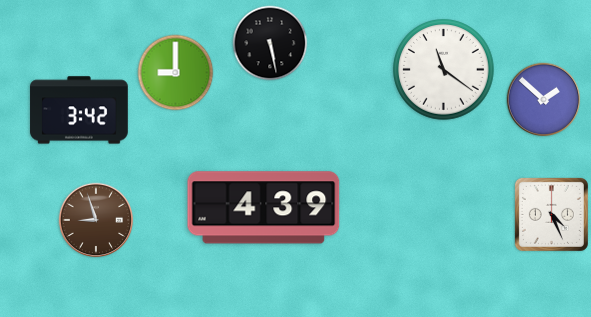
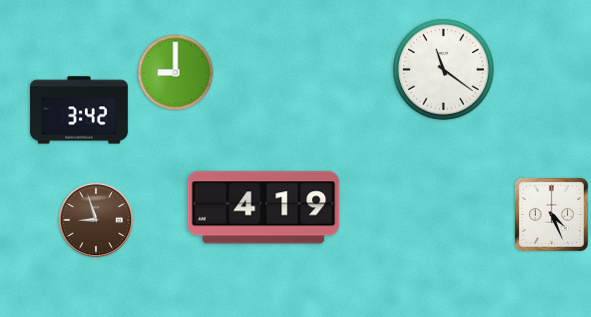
clock at (270, 43): 5:28 -> none
clock at (544, 100): 1:52 -> none
clock at (264, 208): 4:39 -> 4:19
